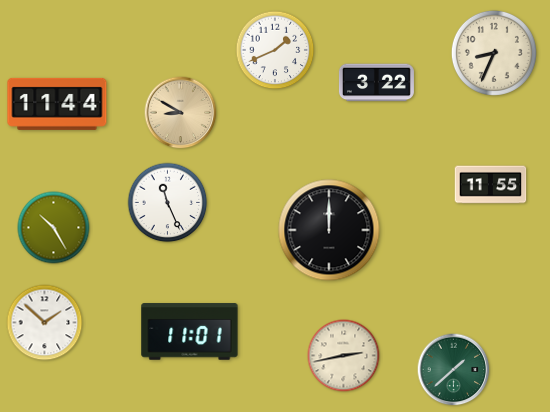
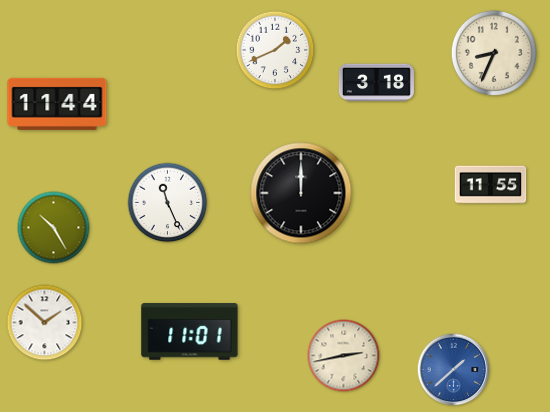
clock at (376, 83): 3:22 -> 3:18
clock at (181, 113): 8:50 -> none
clock at (329, 230) position: (329, 230) -> (301, 193)
clock at (454, 370) dial: green -> blue
